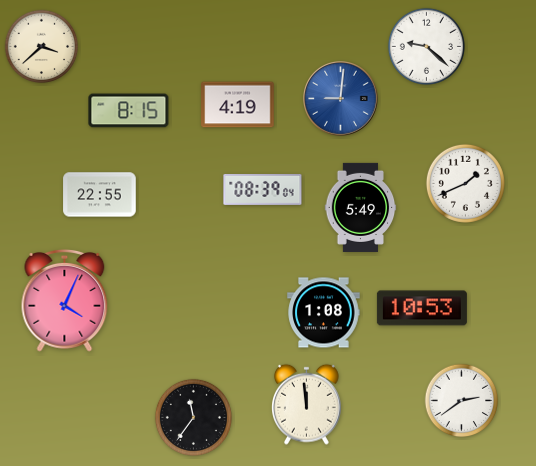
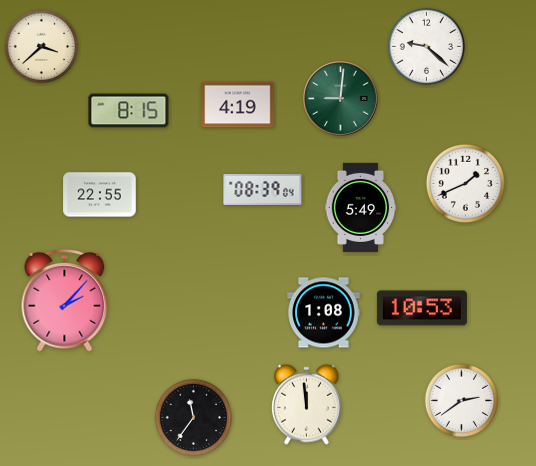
clock at (341, 99) dial: blue -> green
clock at (65, 300): 4:04 -> 2:07
